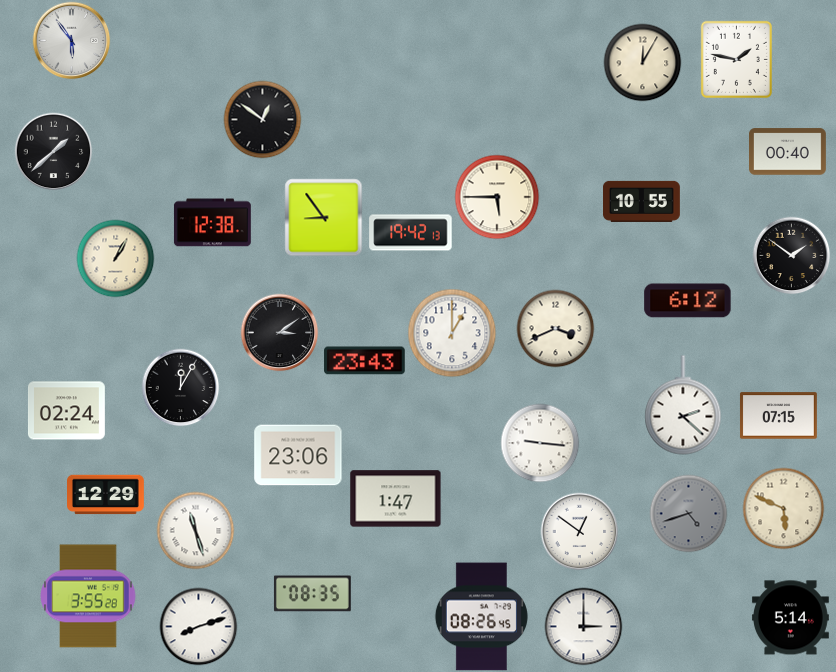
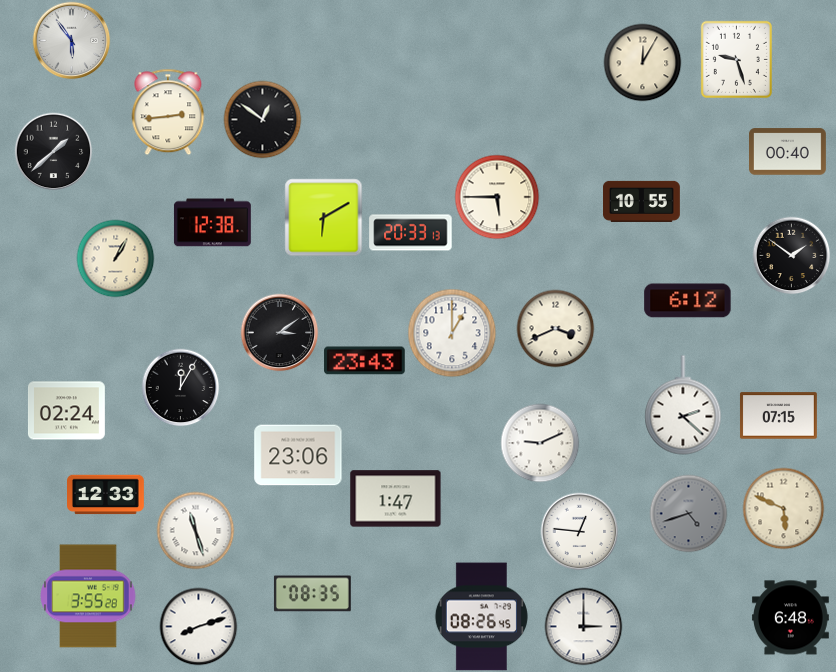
clock at (736, 59): 1:47 -> 9:27
clock at (168, 112): none -> 2:44
clock at (323, 217): 8:54 -> 6:10
clock at (411, 233): 19:42 -> 20:33
clock at (540, 443): 9:16 -> 9:11
clock at (106, 495): 12:29 -> 12:33
clock at (579, 531): 12:51 -> 12:46
clock at (791, 618): 5:14 -> 6:48
